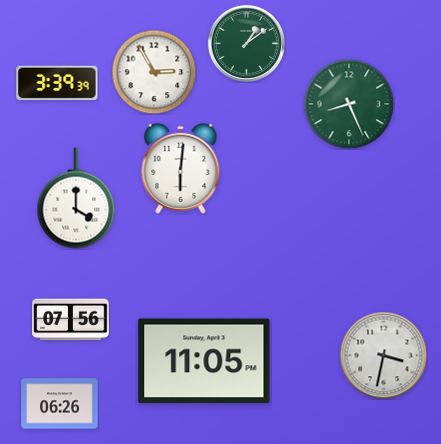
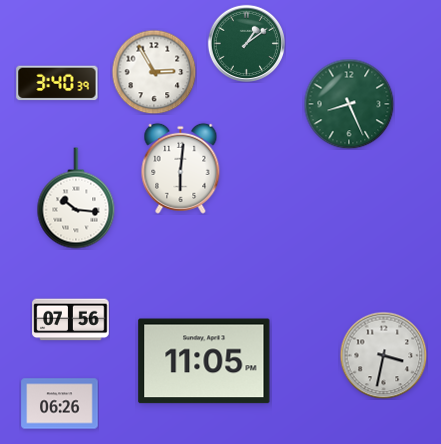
clock at (57, 83): 3:39 -> 3:40
clock at (76, 198): 4:00 -> 10:16
